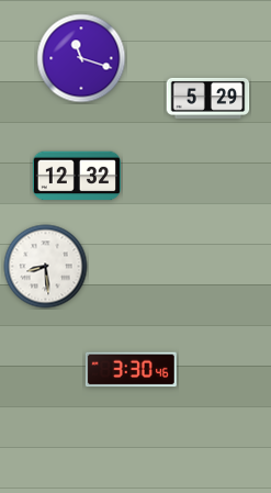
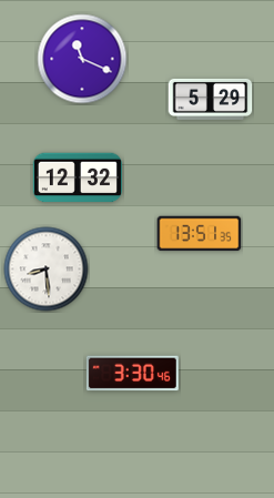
clock at (81, 58): 11:18 -> 11:19
clock at (200, 234): none -> 13:51
